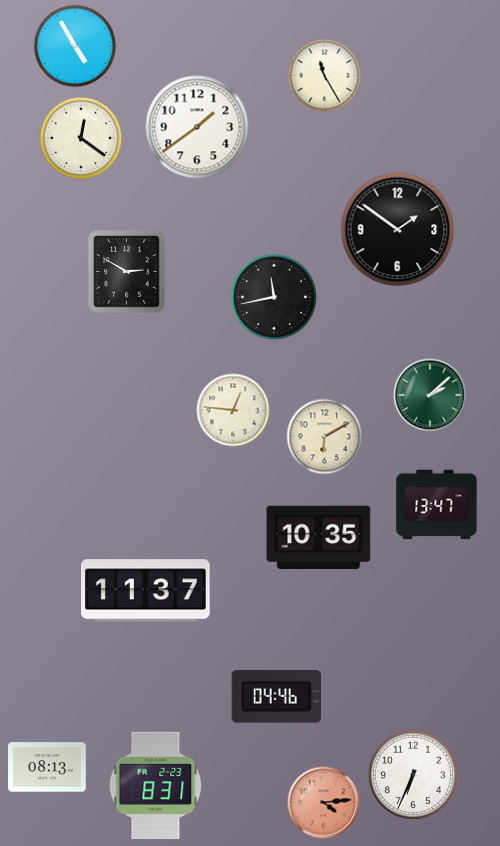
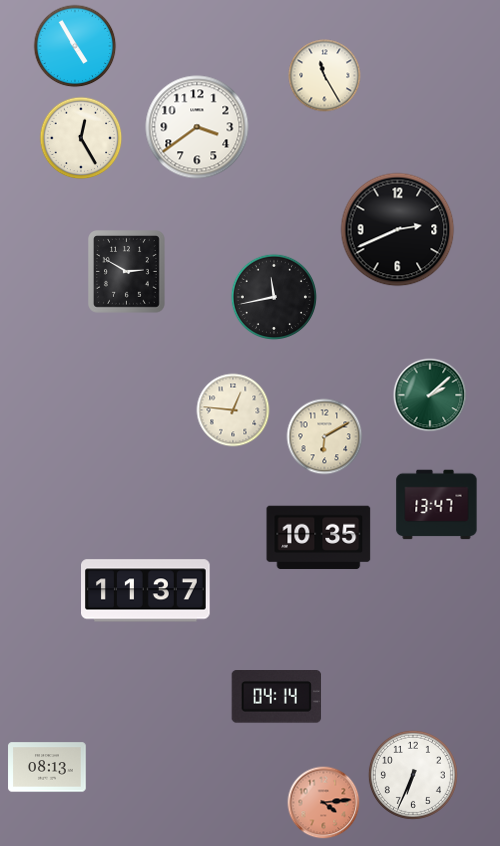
clock at (197, 127): 1:39 -> 3:39
clock at (81, 138): 12:21 -> 12:25
clock at (398, 230): 1:51 -> 2:41
clock at (277, 697): 04:46 -> 04:14
clock at (156, 785): 8:31 -> none
